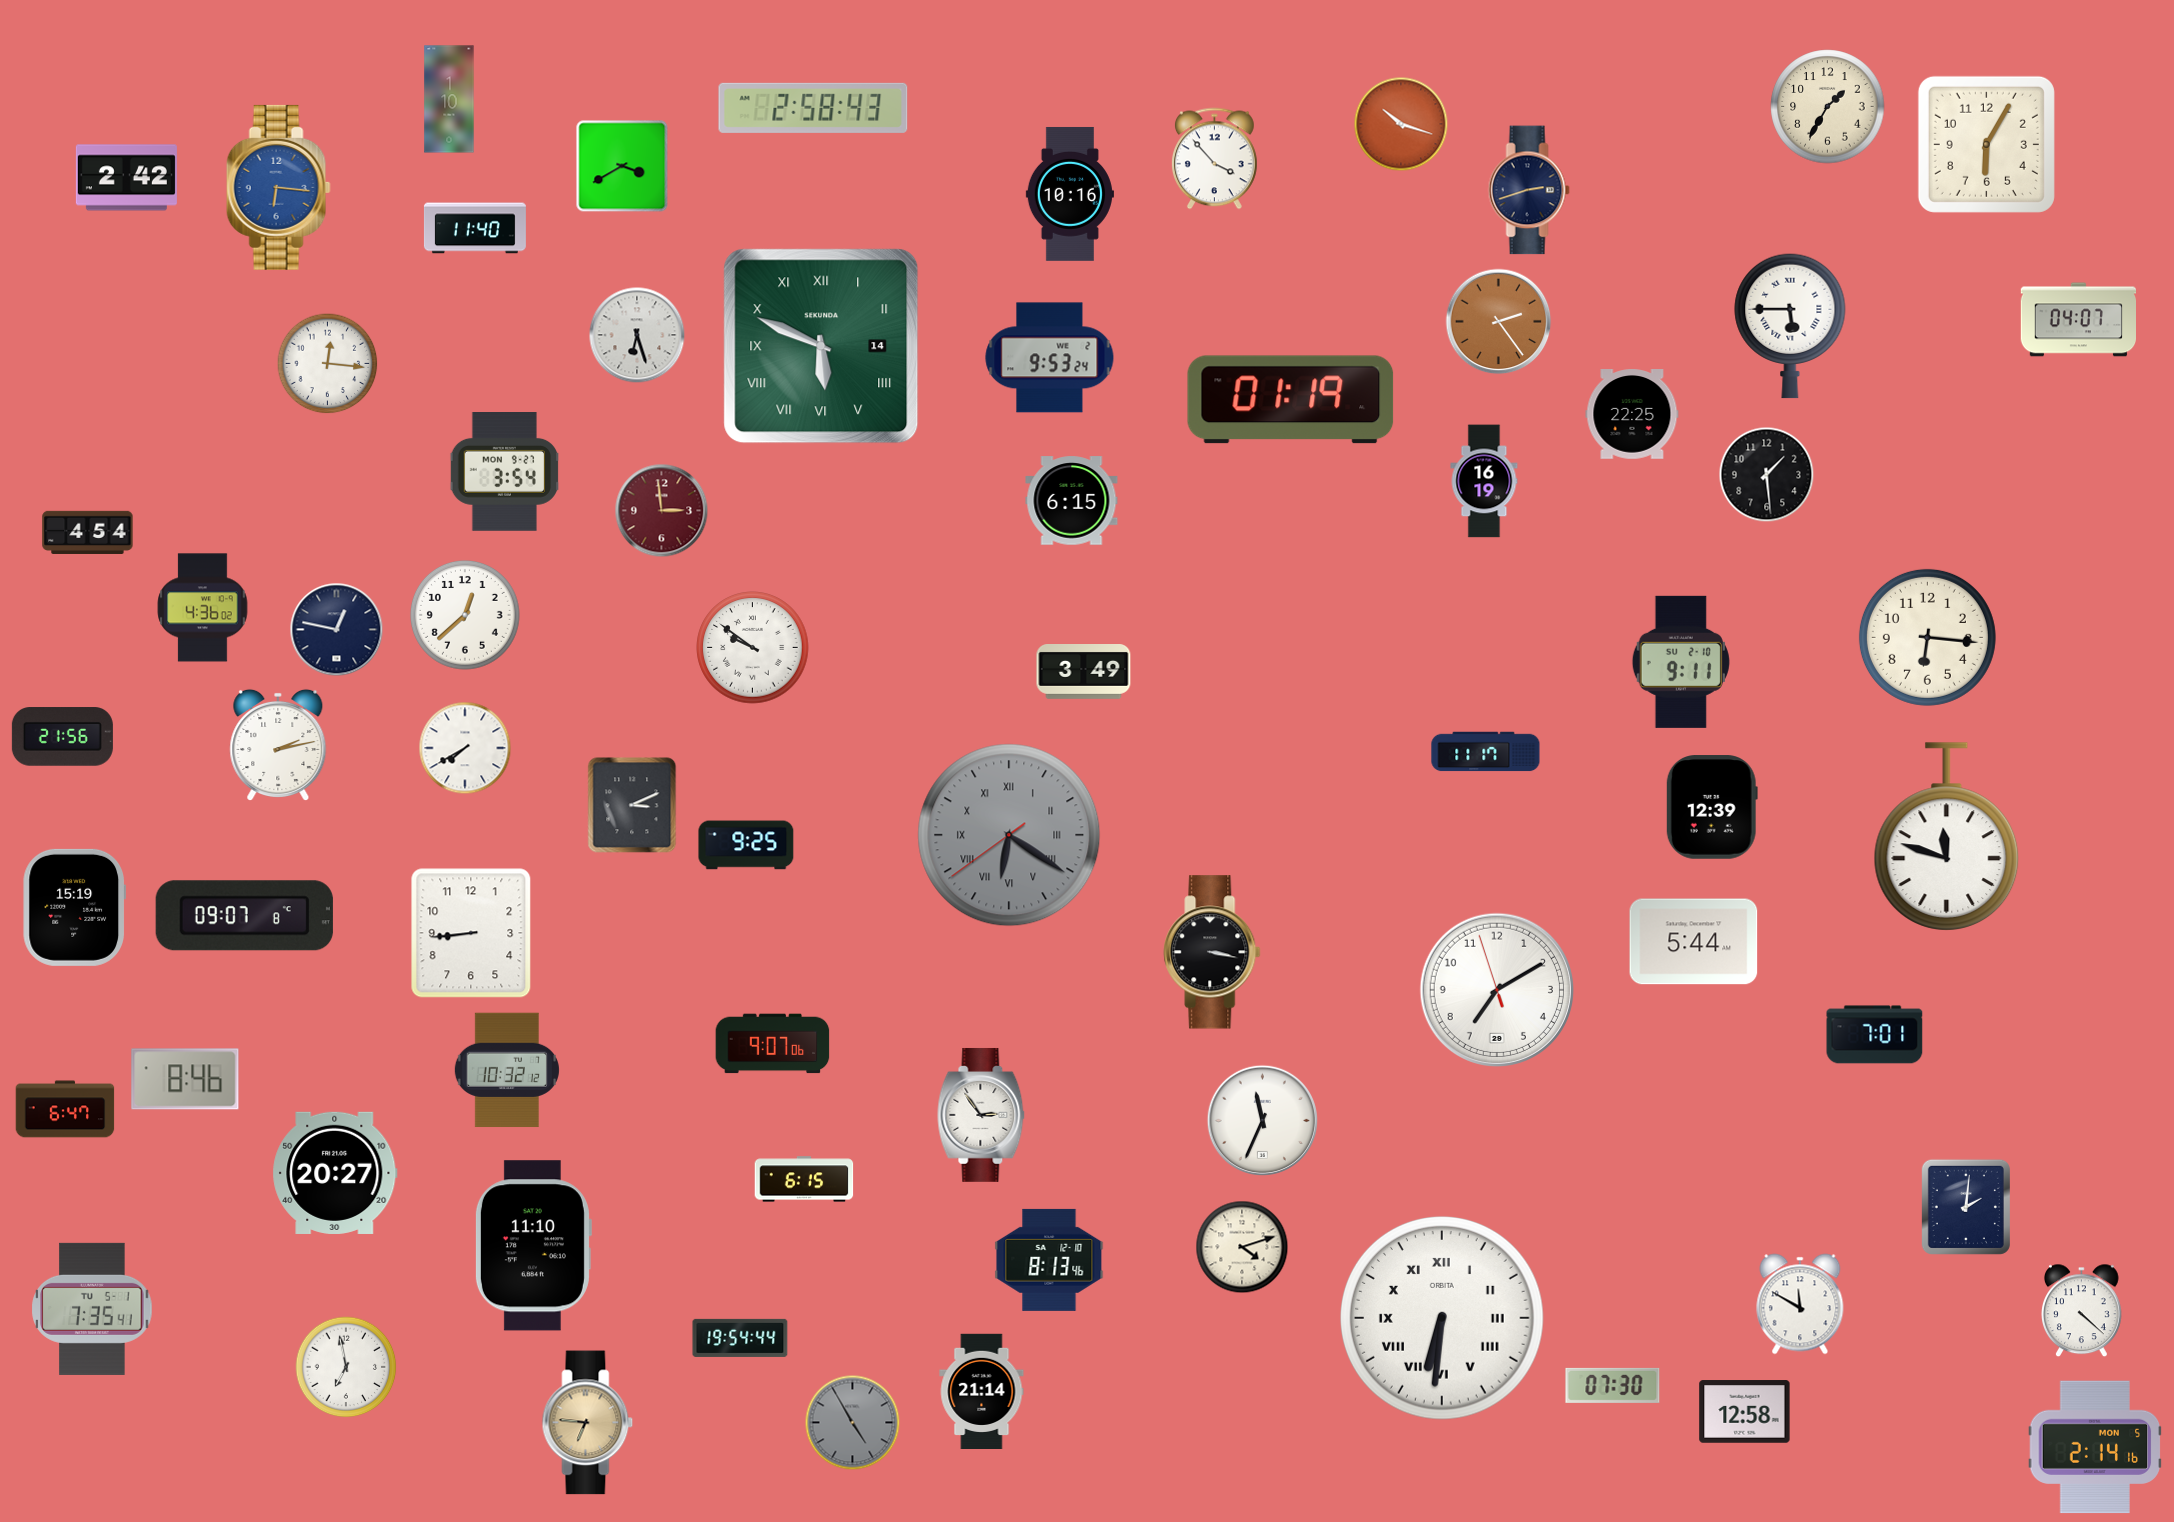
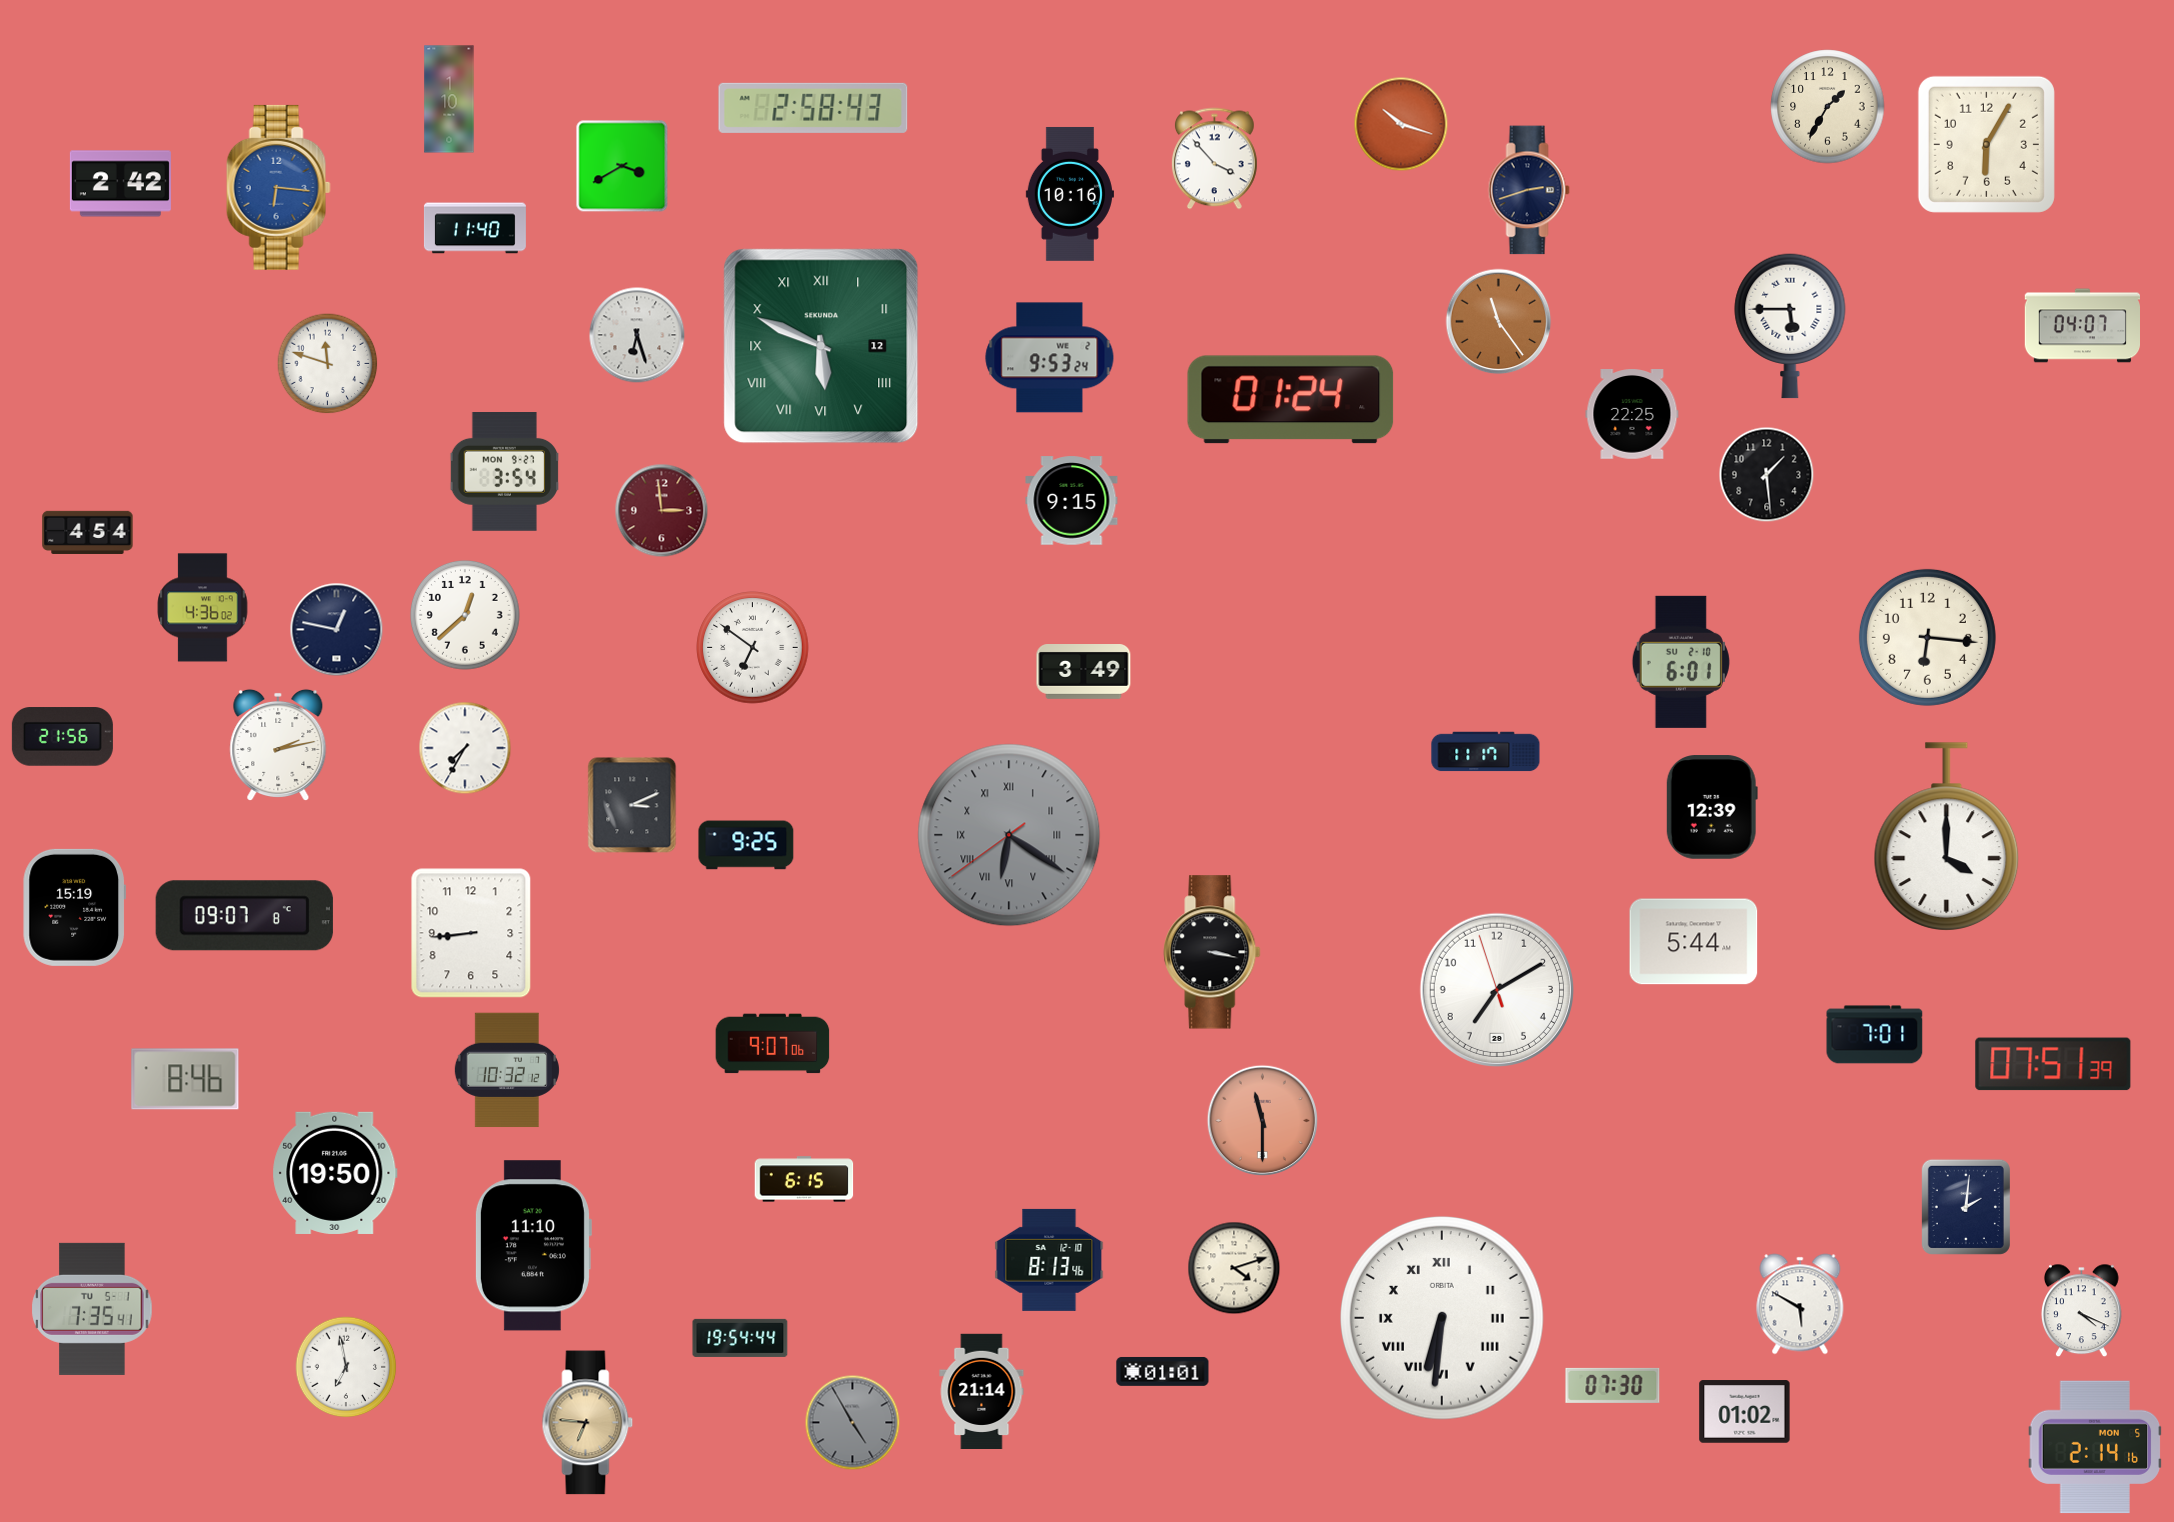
clock at (126, 178) position: (126, 178) -> (120, 184)
clock at (2078, 320) position: (2078, 320) -> (2082, 326)
clock at (1499, 322): 2:24 -> 11:24
clock at (821, 346) date: 14 -> 12
clock at (328, 364): 12:16 -> 11:48
clock at (1291, 400): 01:19 -> 01:24
clock at (1484, 481): 16:19 -> none
clock at (1072, 501): 6:15 -> 9:15
clock at (753, 648): 9:51 -> 6:51
clock at (1681, 662): 9:11 -> 6:01
clock at (465, 748): 7:40 -> 7:35
clock at (1947, 837): 11:48 -> 4:00
clock at (2053, 1064): none -> 07:51
clock at (65, 1109): 6:47 -> none
clock at (981, 1115): 2:54 -> none
clock at (1262, 1120): 11:34 -> 11:30
clock at (1262, 1120) dial: white -> salmon
clock at (335, 1173): 20:27 -> 19:50
clock at (1242, 1247) position: (1242, 1247) -> (1234, 1268)
clock at (1800, 1304): 11:50 -> 5:50
clock at (2082, 1311): 4:22 -> 4:19
clock at (1163, 1371): none -> 01:01
clock at (1745, 1412): 12:58 -> 01:02
